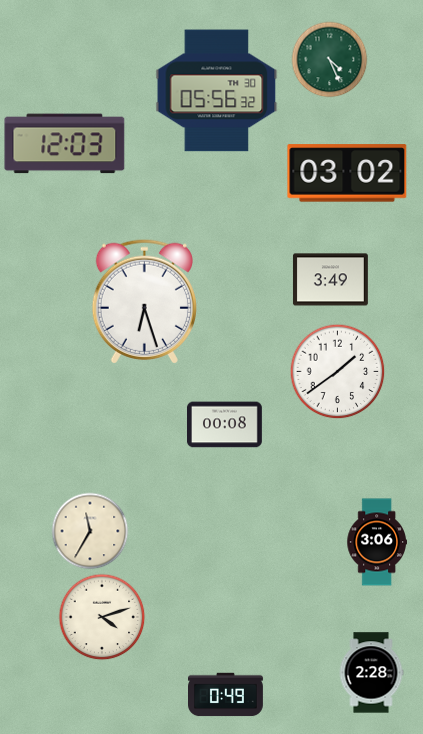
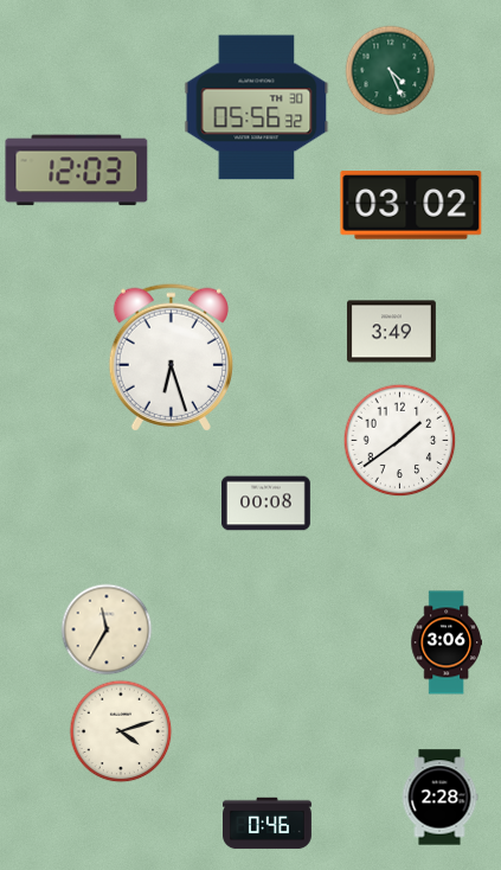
clock at (226, 695): 0:49 -> 0:46
